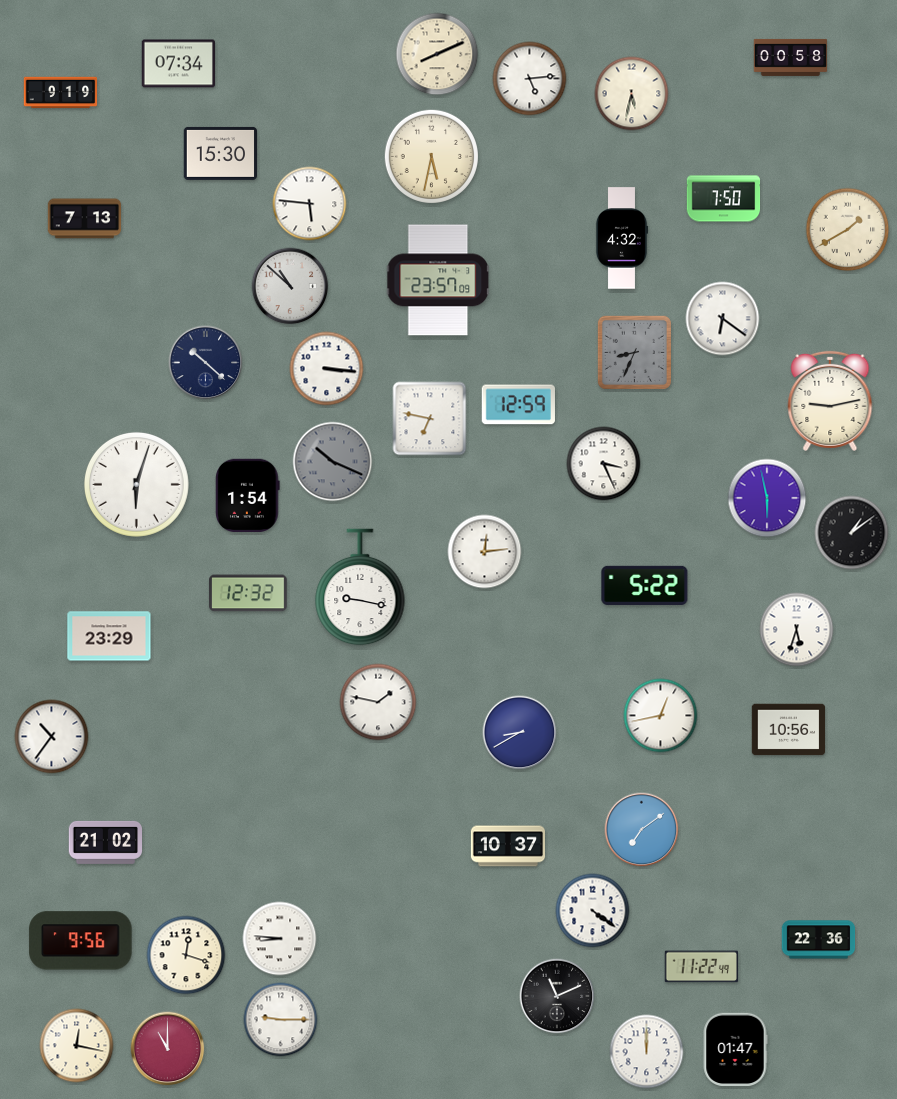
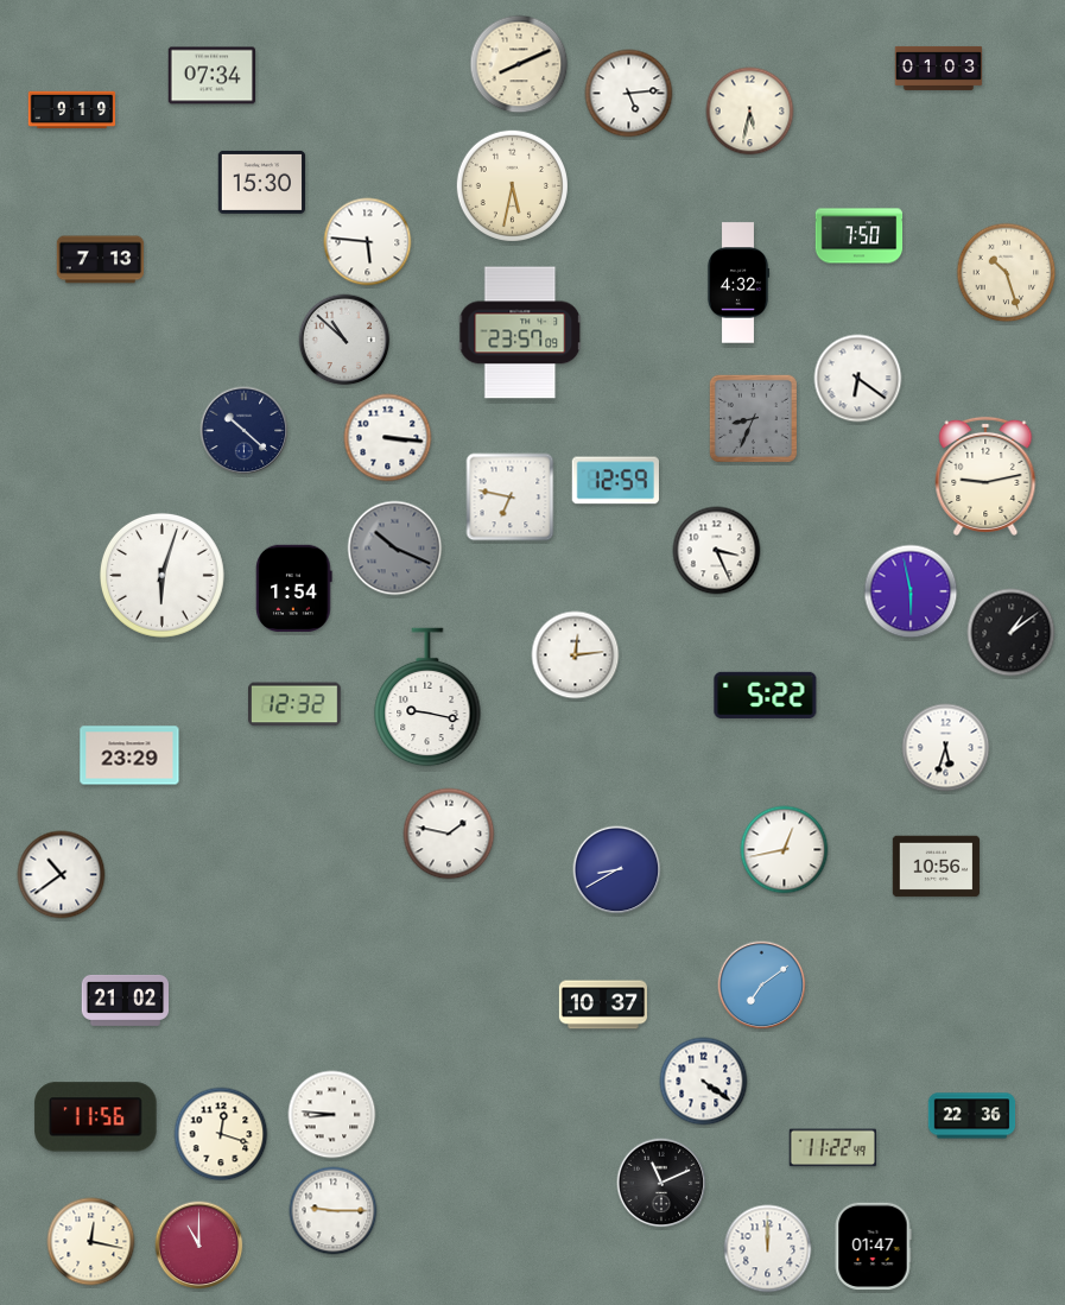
clock at (791, 57): 00:58 -> 01:03
clock at (848, 230): 1:40 -> 10:27
clock at (52, 737): 10:36 -> 10:39
clock at (81, 941): 9:56 -> 11:56
